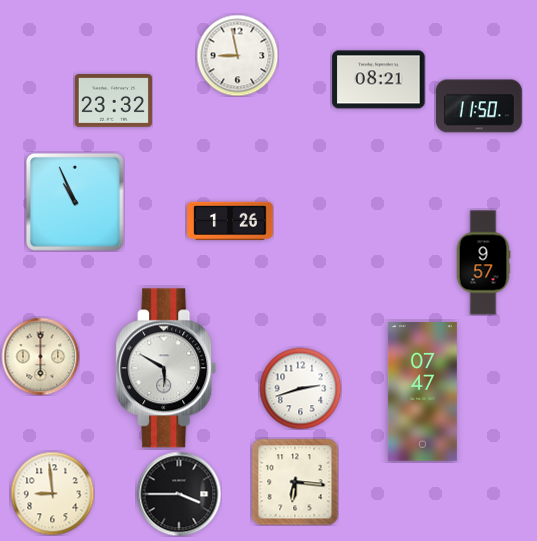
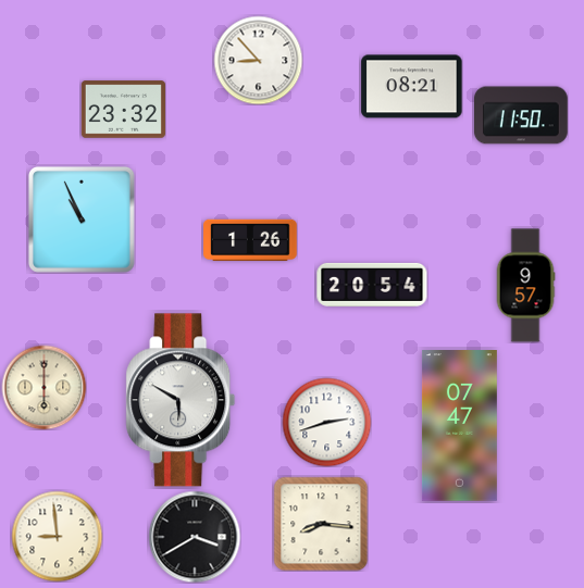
clock at (237, 55): 8:58 -> 8:53
clock at (372, 285): none -> 20:54
clock at (295, 482): 6:16 -> 8:16
clock at (179, 494): 3:45 -> 3:40
